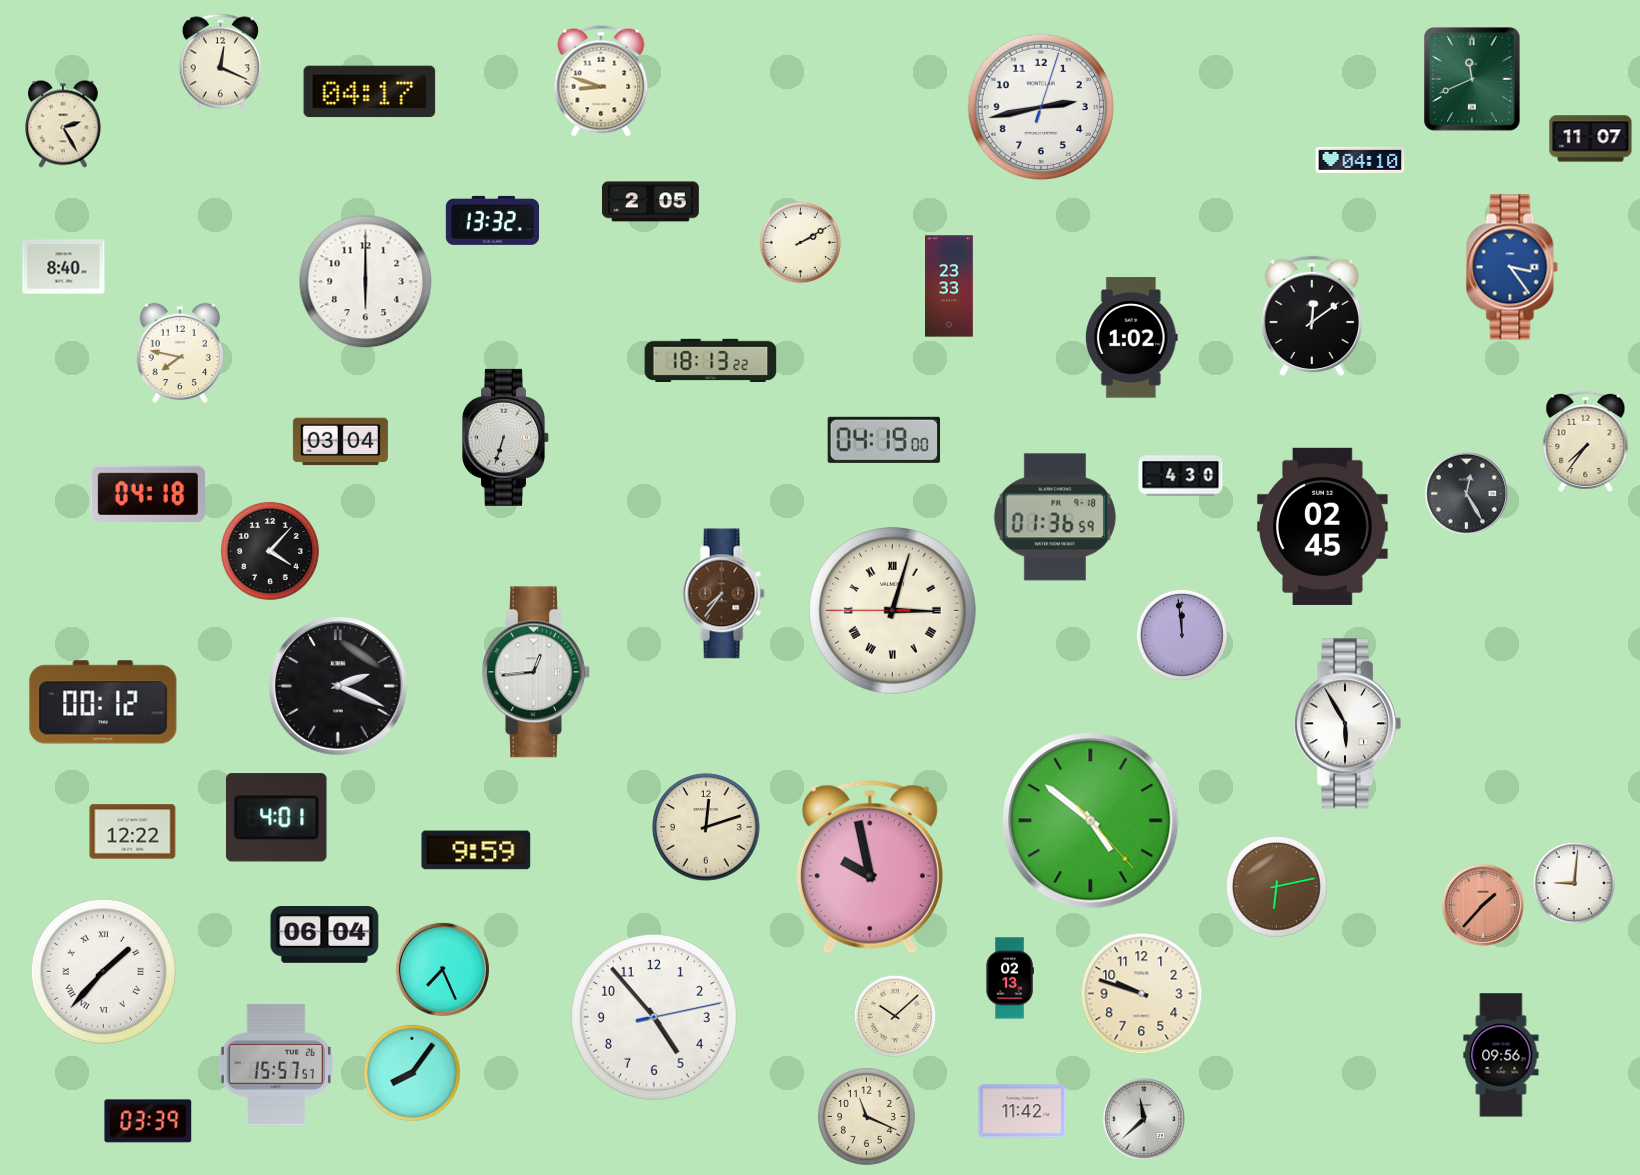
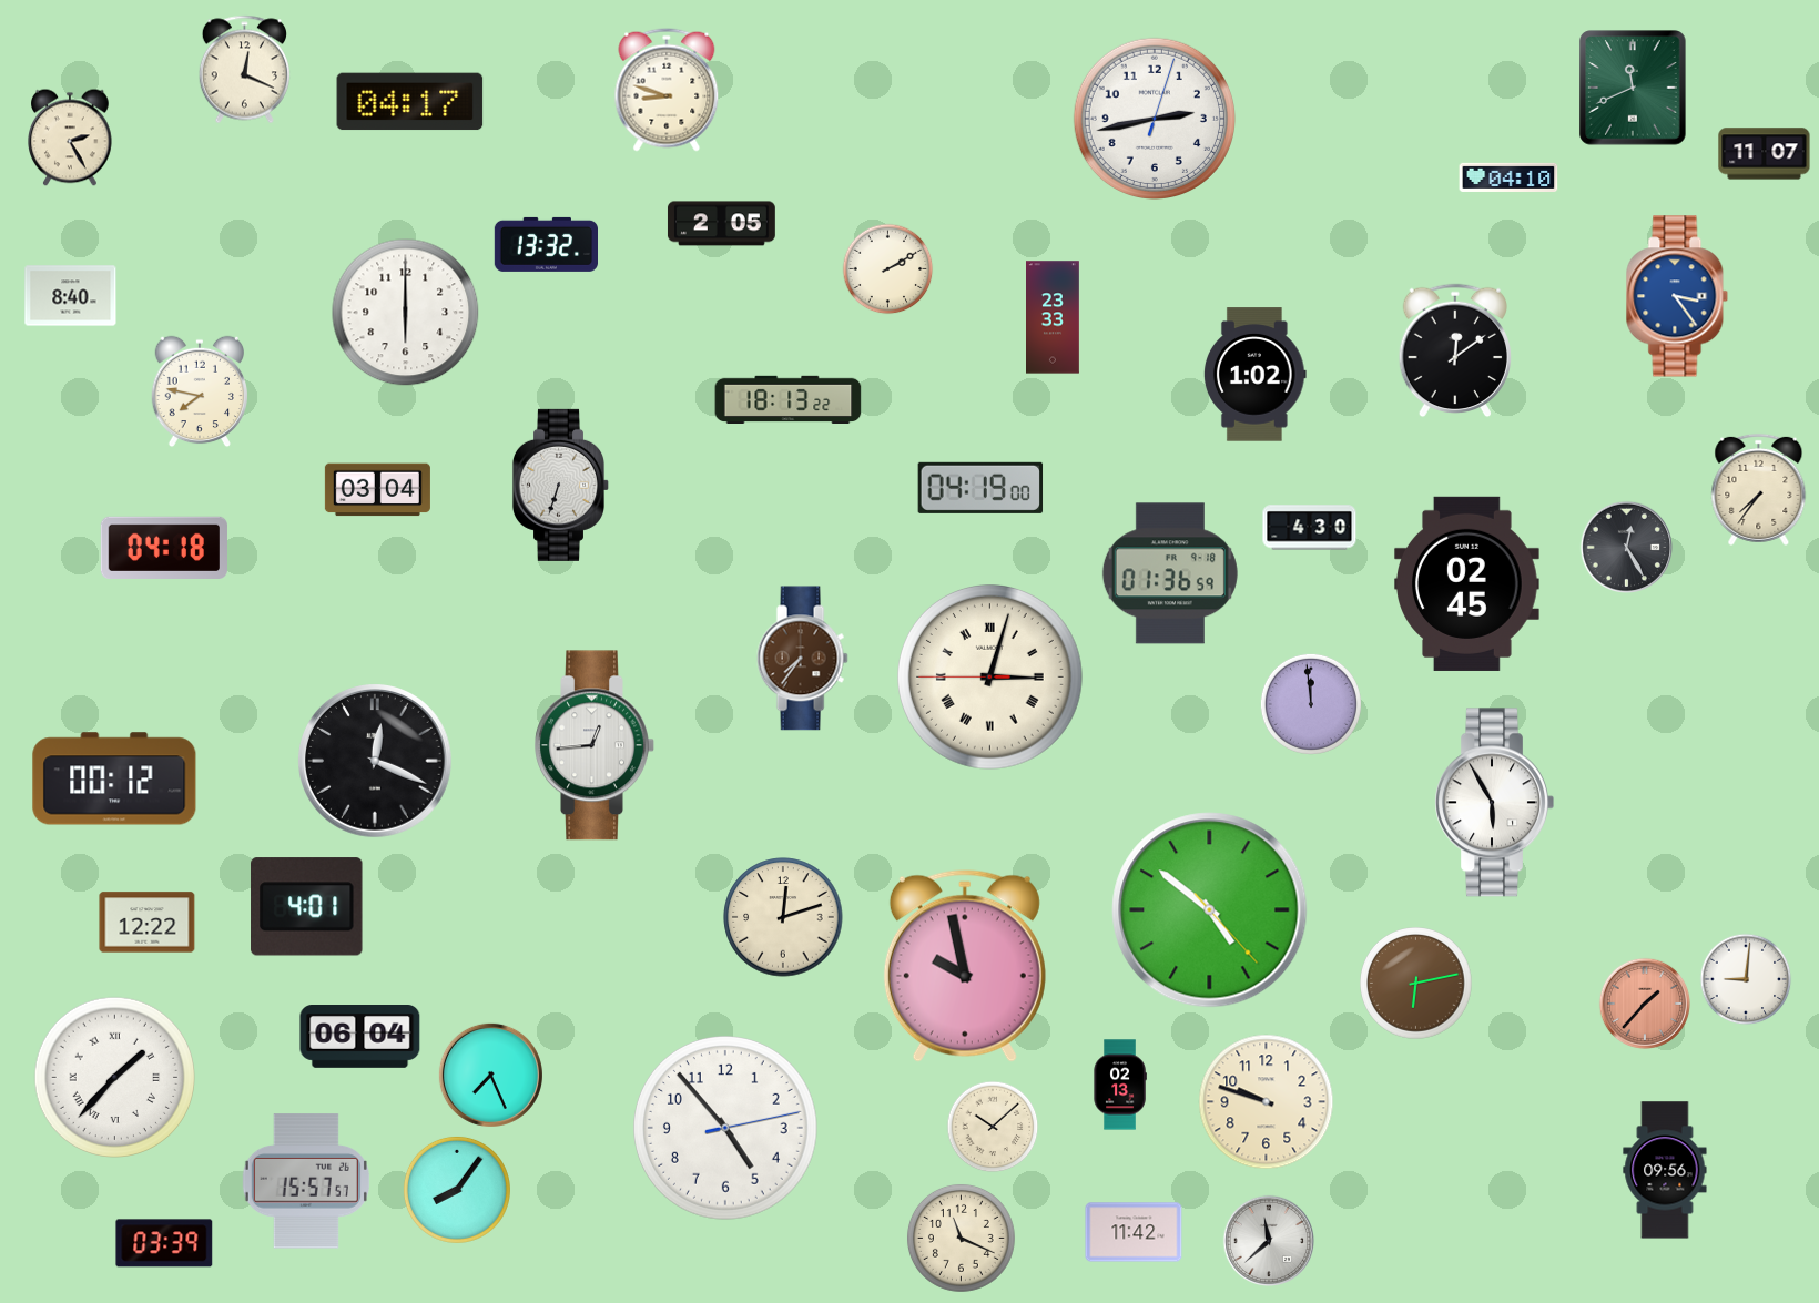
clock at (270, 551): 4:07 -> none
clock at (338, 686): 2:19 -> 12:19
clock at (476, 850): 9:59 -> none
clock at (870, 867) position: (870, 867) -> (965, 966)
